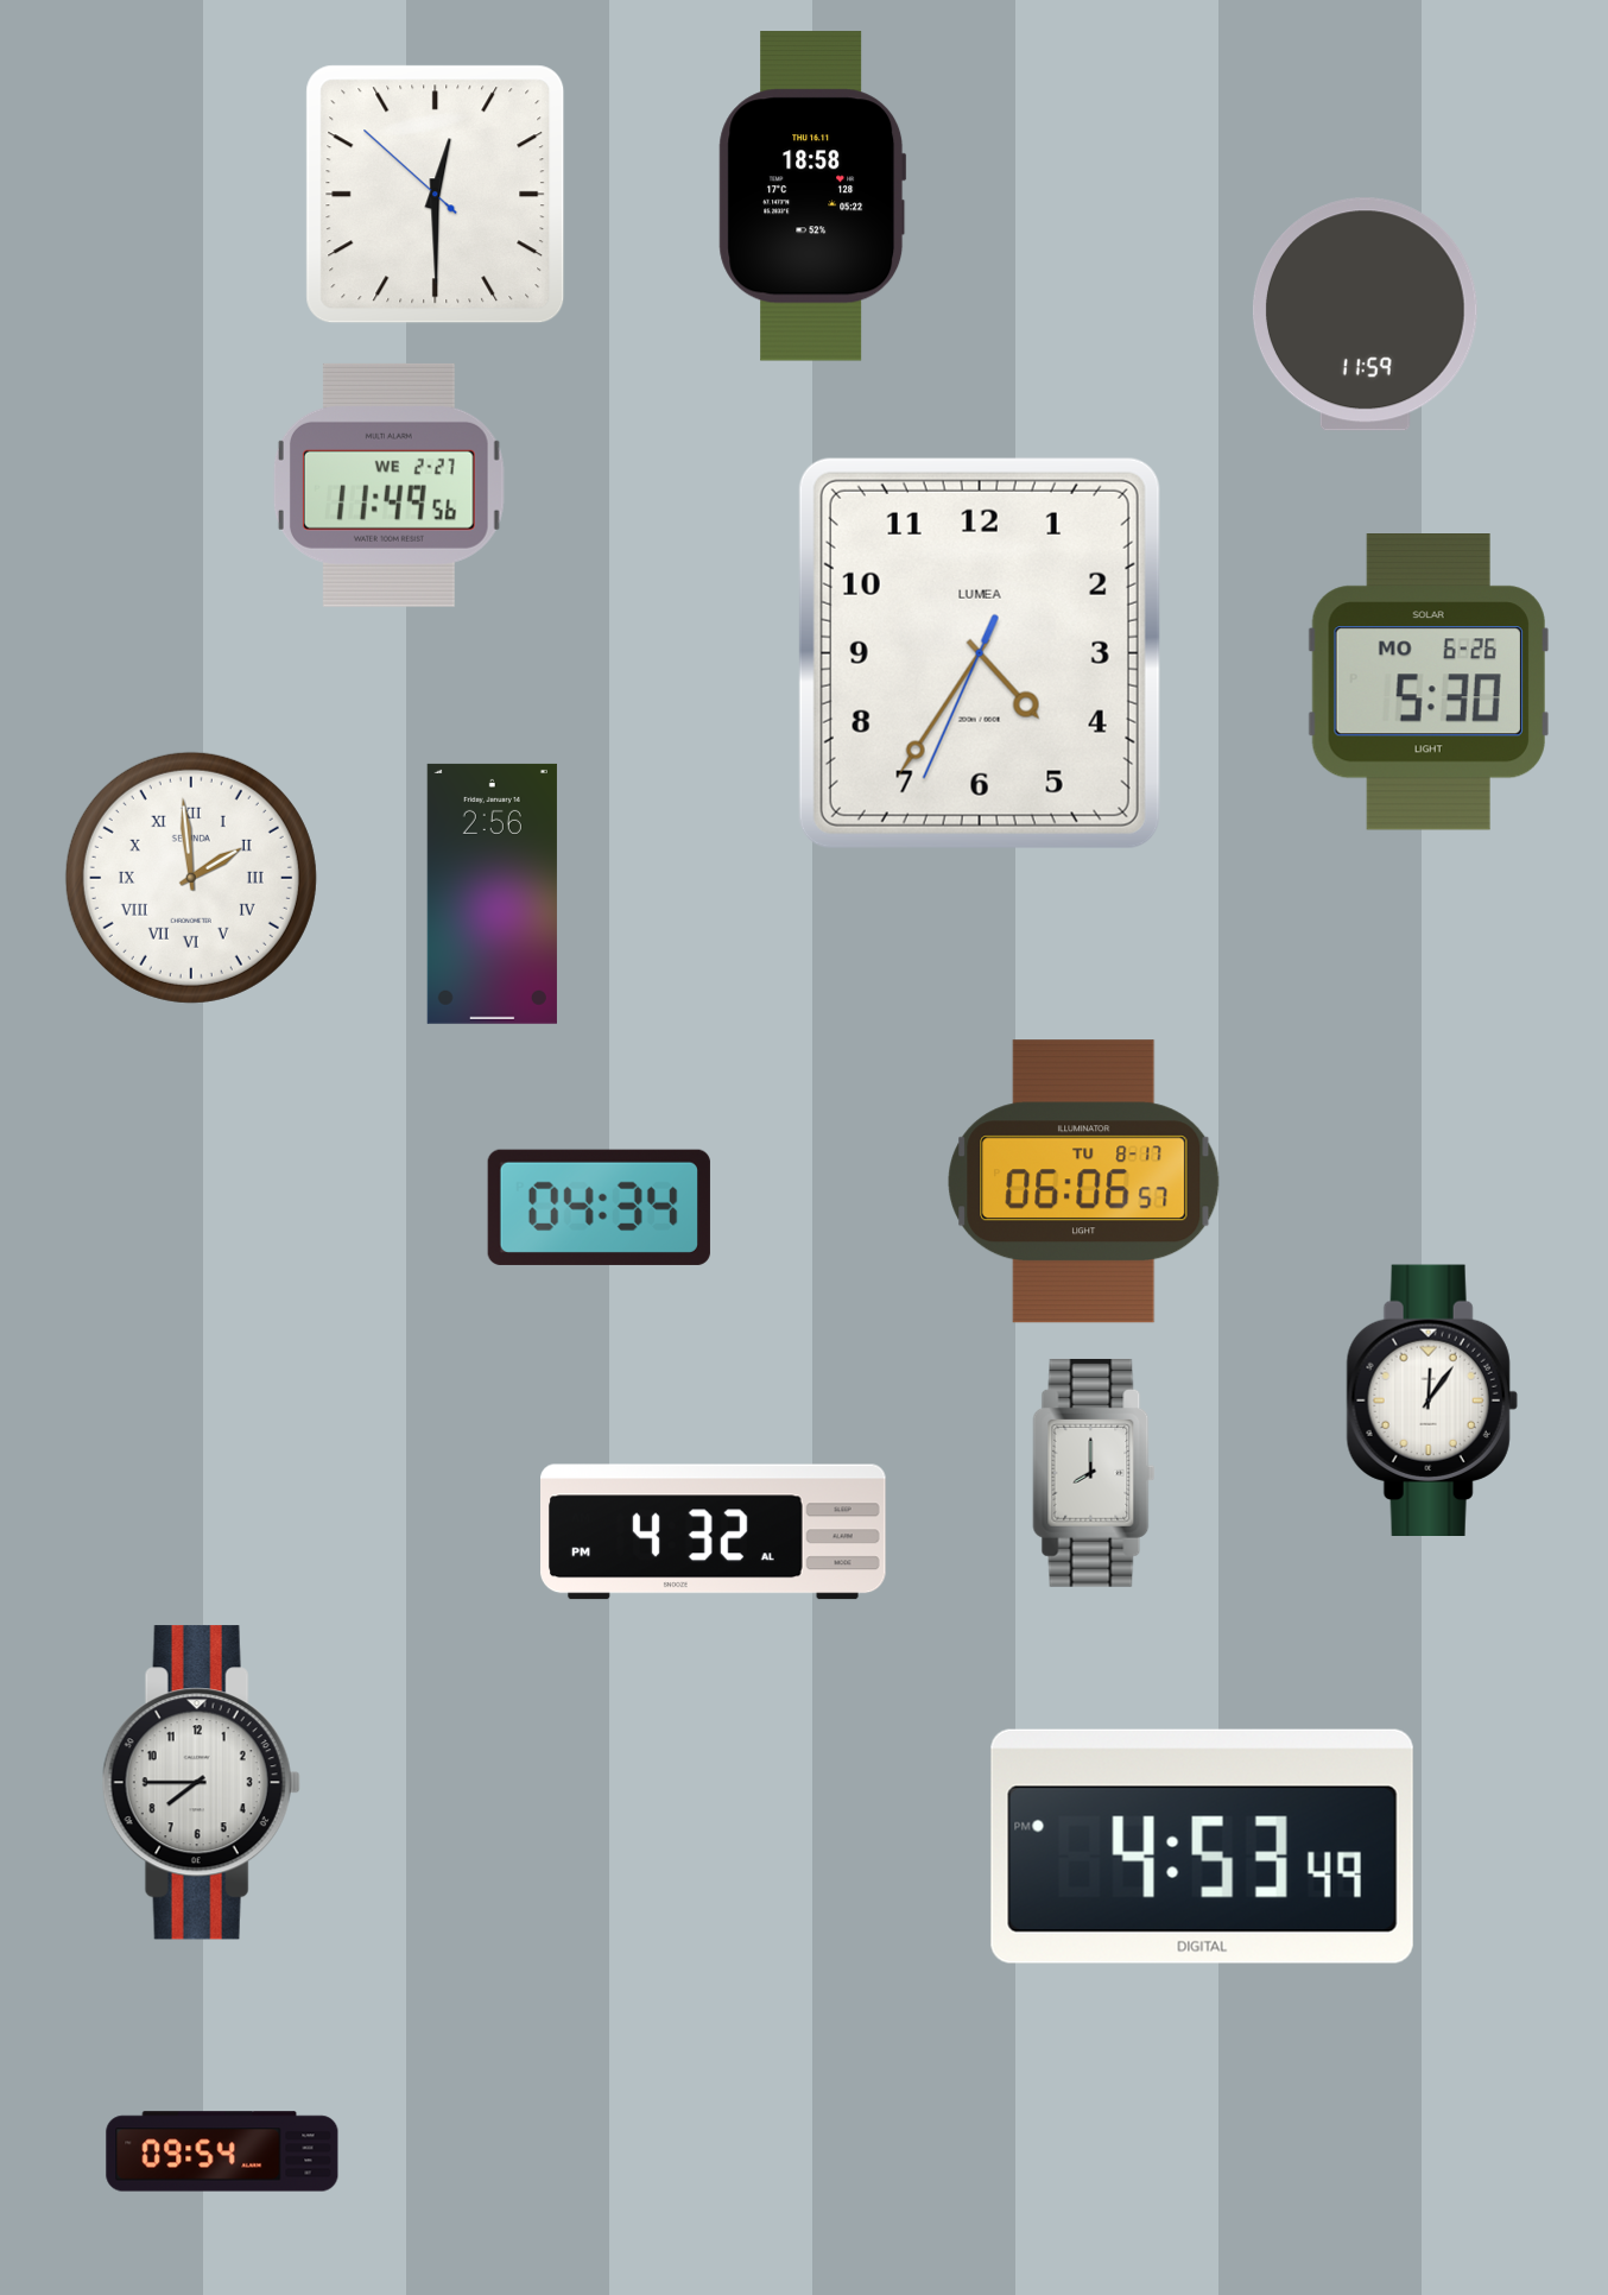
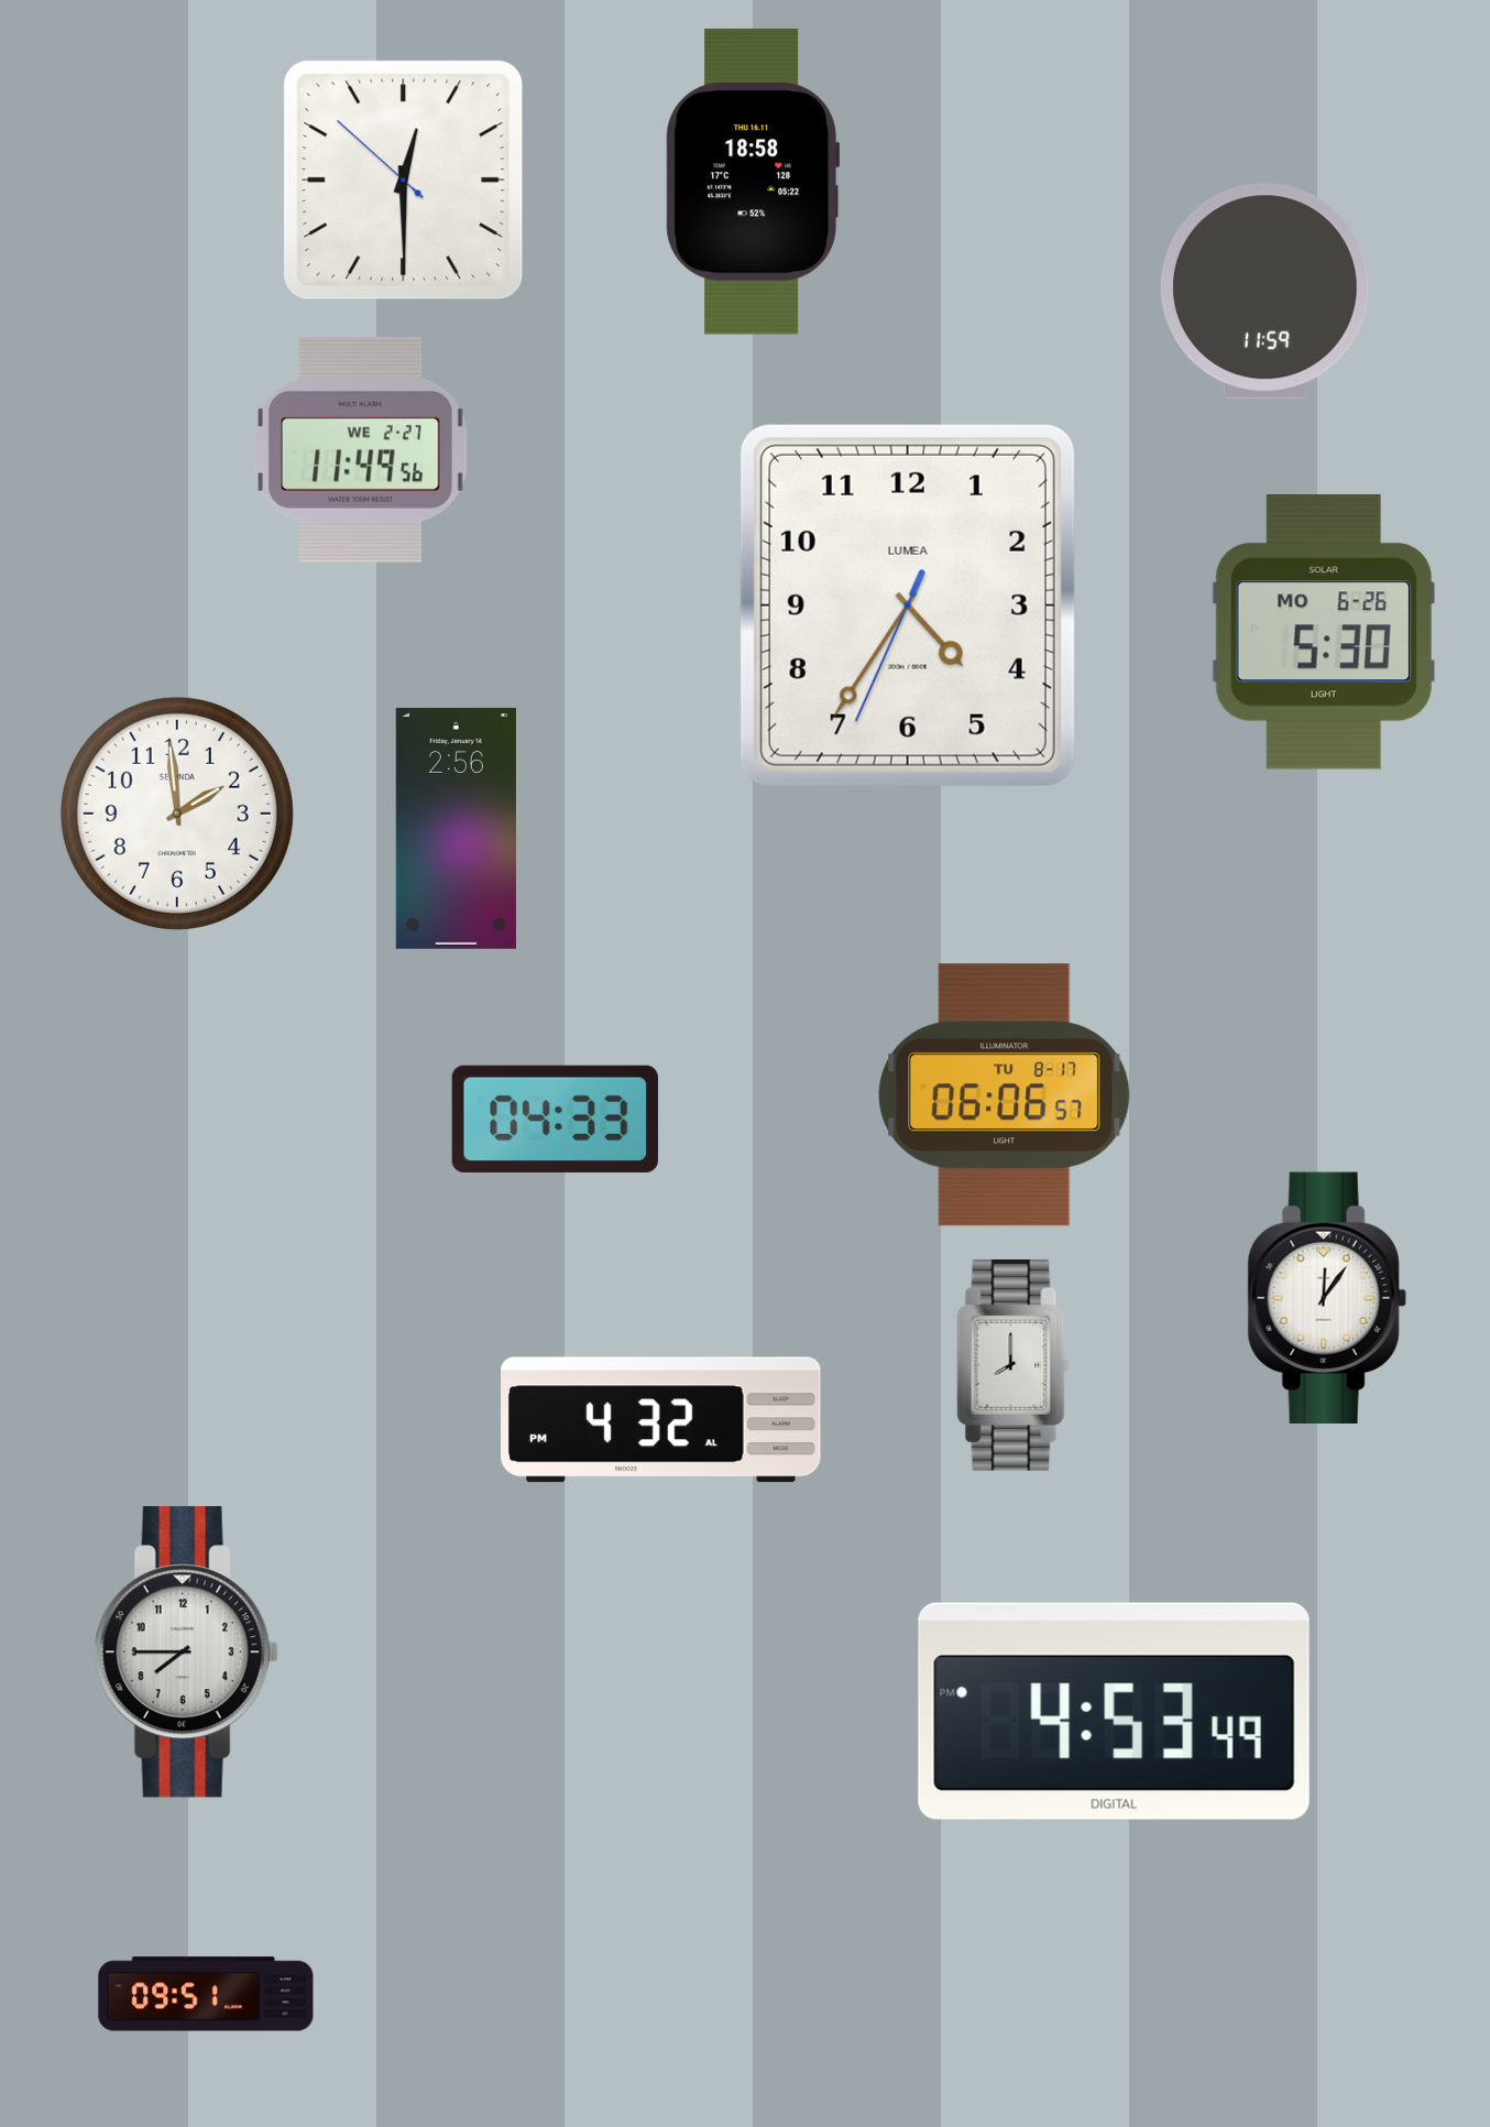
clock at (191, 878) numerals: Roman -> Arabic
clock at (599, 1207): 04:34 -> 04:33
clock at (222, 2151): 09:54 -> 09:51
